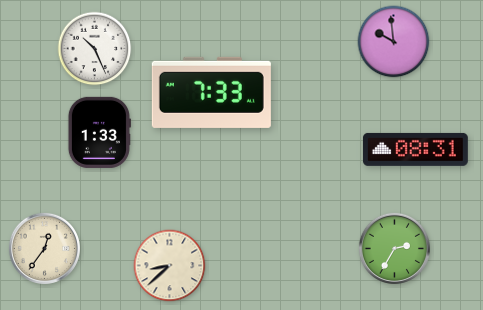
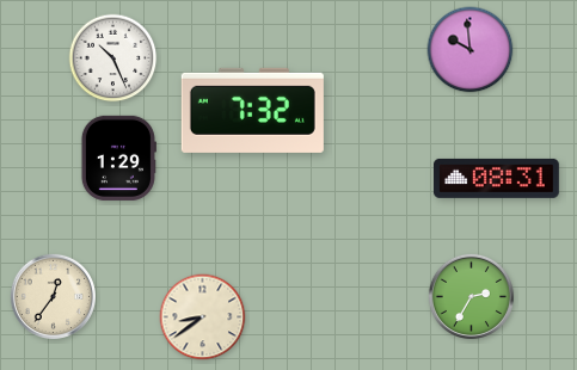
clock at (211, 92): 7:33 -> 7:32
clock at (99, 132): 1:33 -> 1:29
clock at (170, 266): 8:38 -> 8:39
